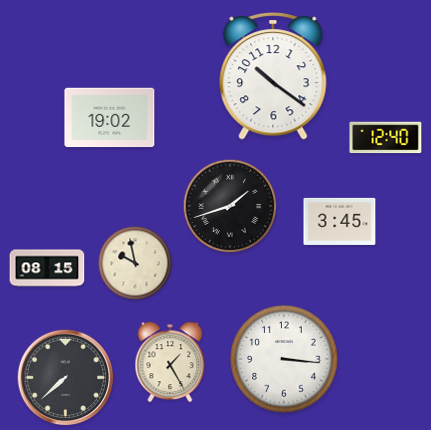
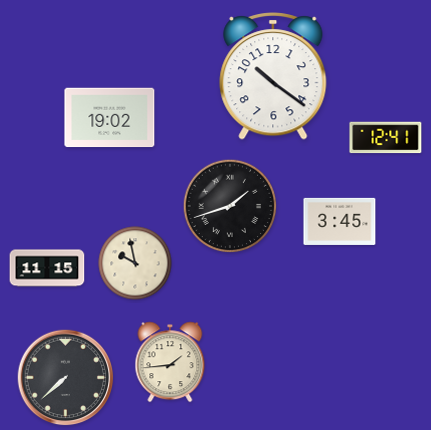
clock at (386, 138): 12:40 -> 12:41
clock at (47, 268): 08:15 -> 11:15
clock at (284, 359): 3:16 -> none
clock at (170, 362): 1:25 -> 1:44
